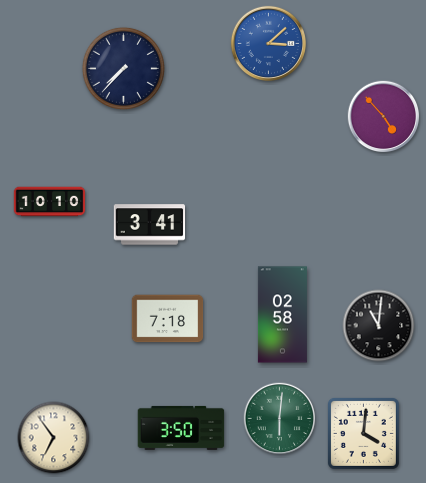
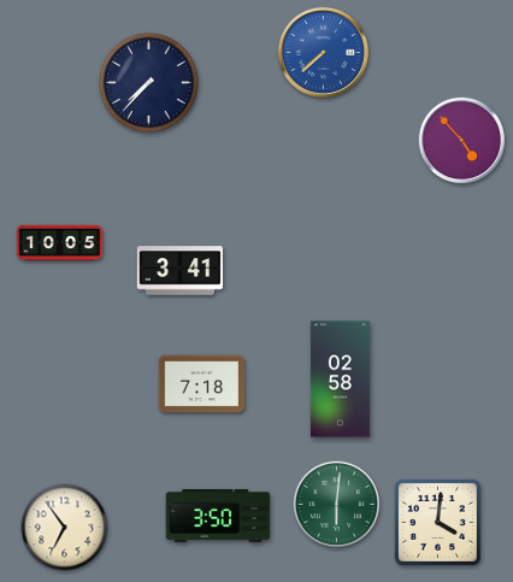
clock at (268, 43): 3:08 -> 7:38
clock at (50, 202): 10:10 -> 10:05
clock at (379, 326): 11:01 -> none
